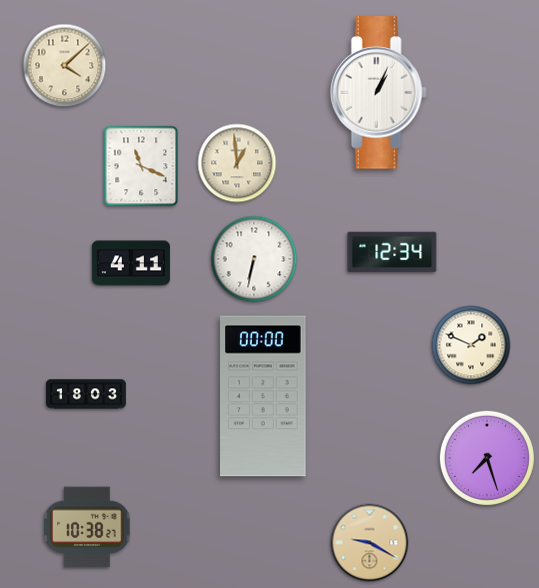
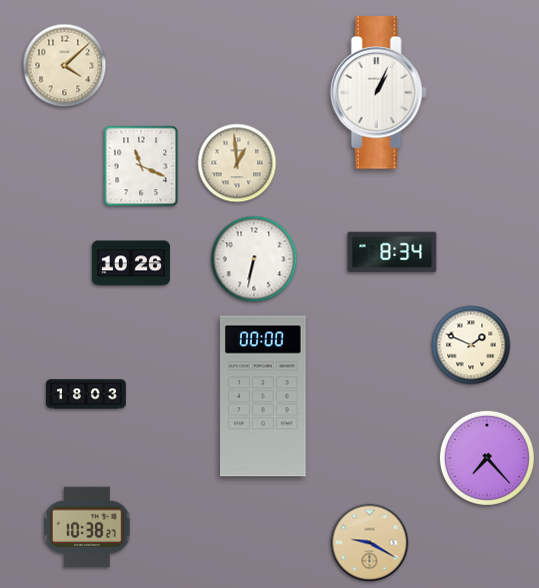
clock at (392, 252): 12:34 -> 8:34
clock at (131, 263): 4:11 -> 10:26
clock at (487, 458): 7:27 -> 7:23
